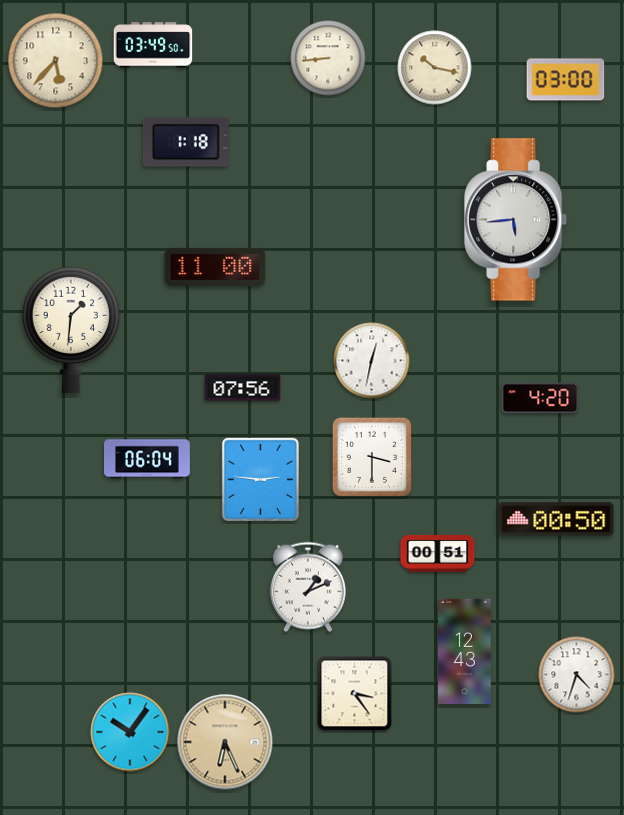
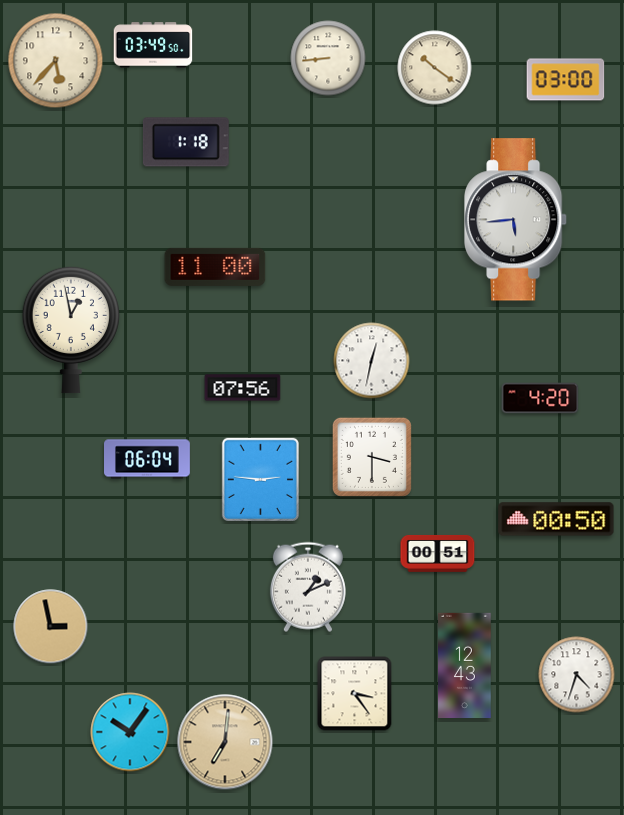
clock at (435, 68): 10:17 -> 10:21
clock at (71, 330): 1:31 -> 12:58
clock at (51, 627): none -> 2:58
clock at (465, 651) position: (465, 651) -> (465, 665)
clock at (225, 742): 6:26 -> 7:01
